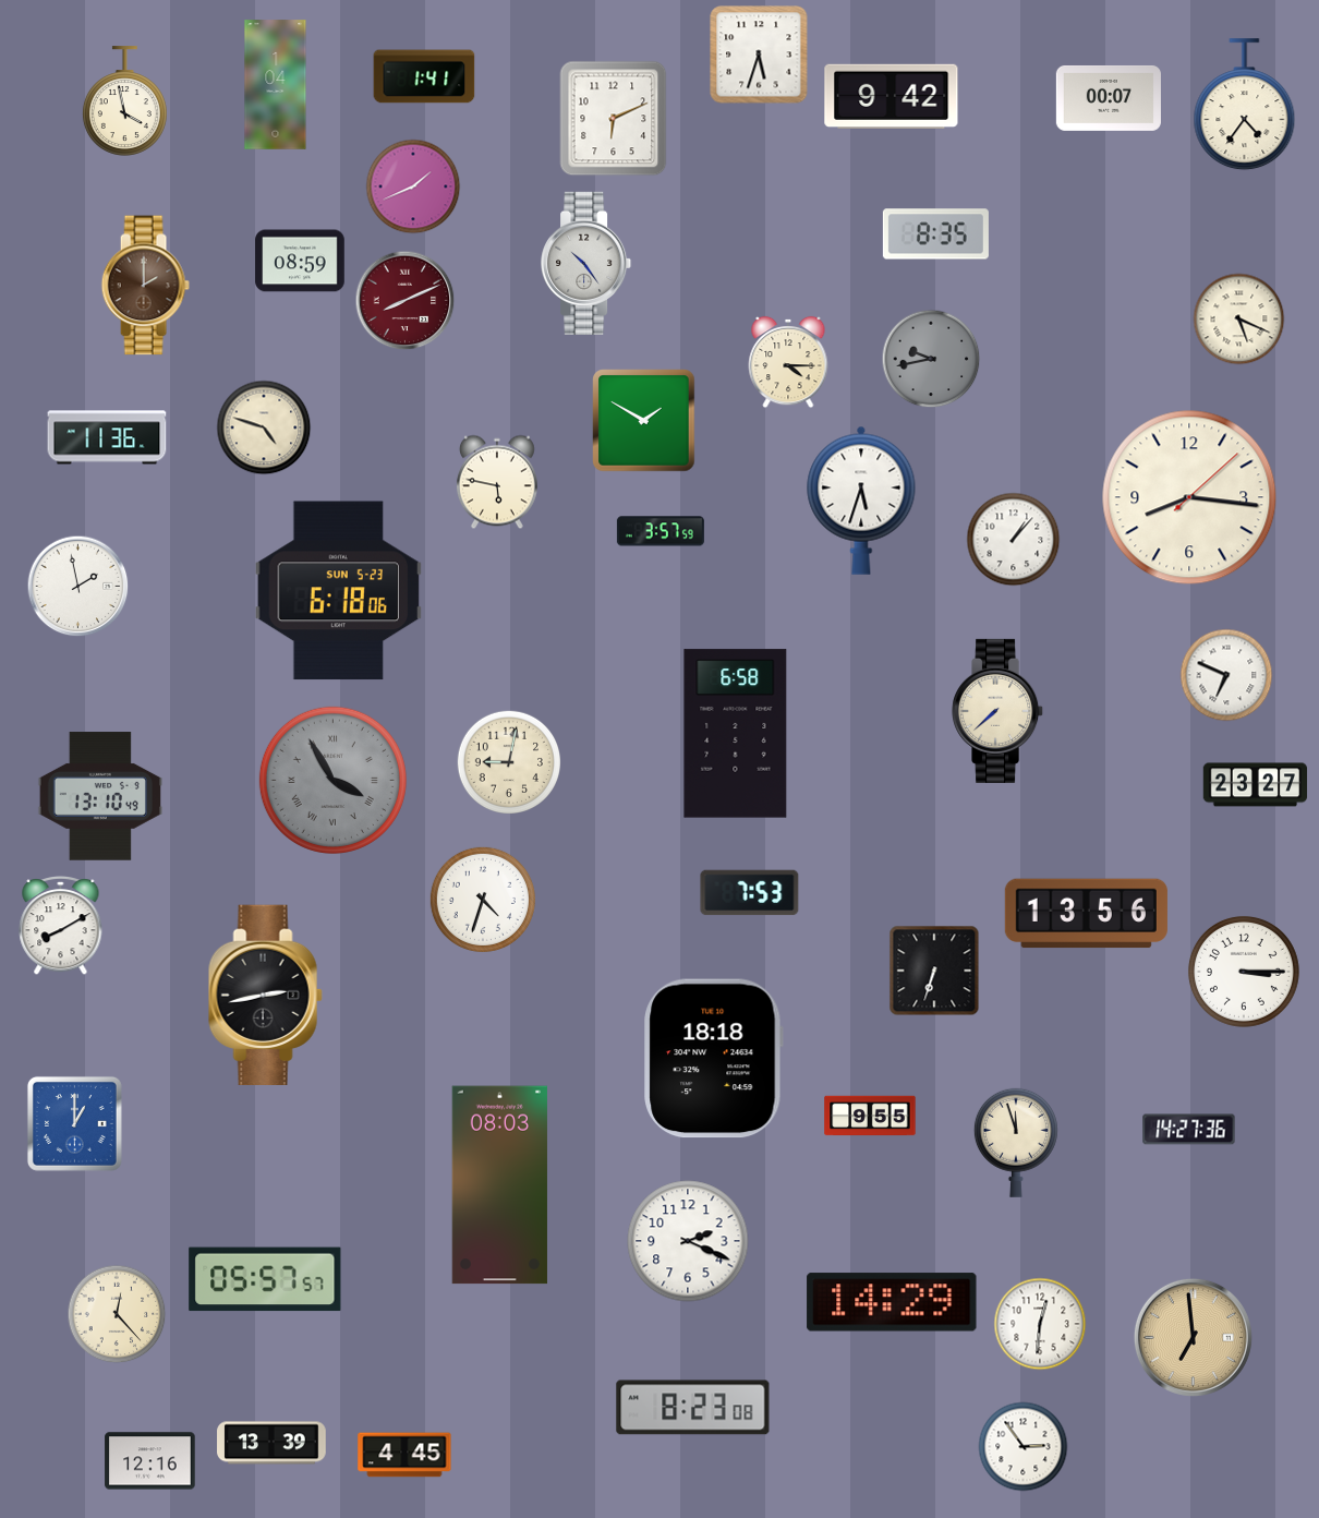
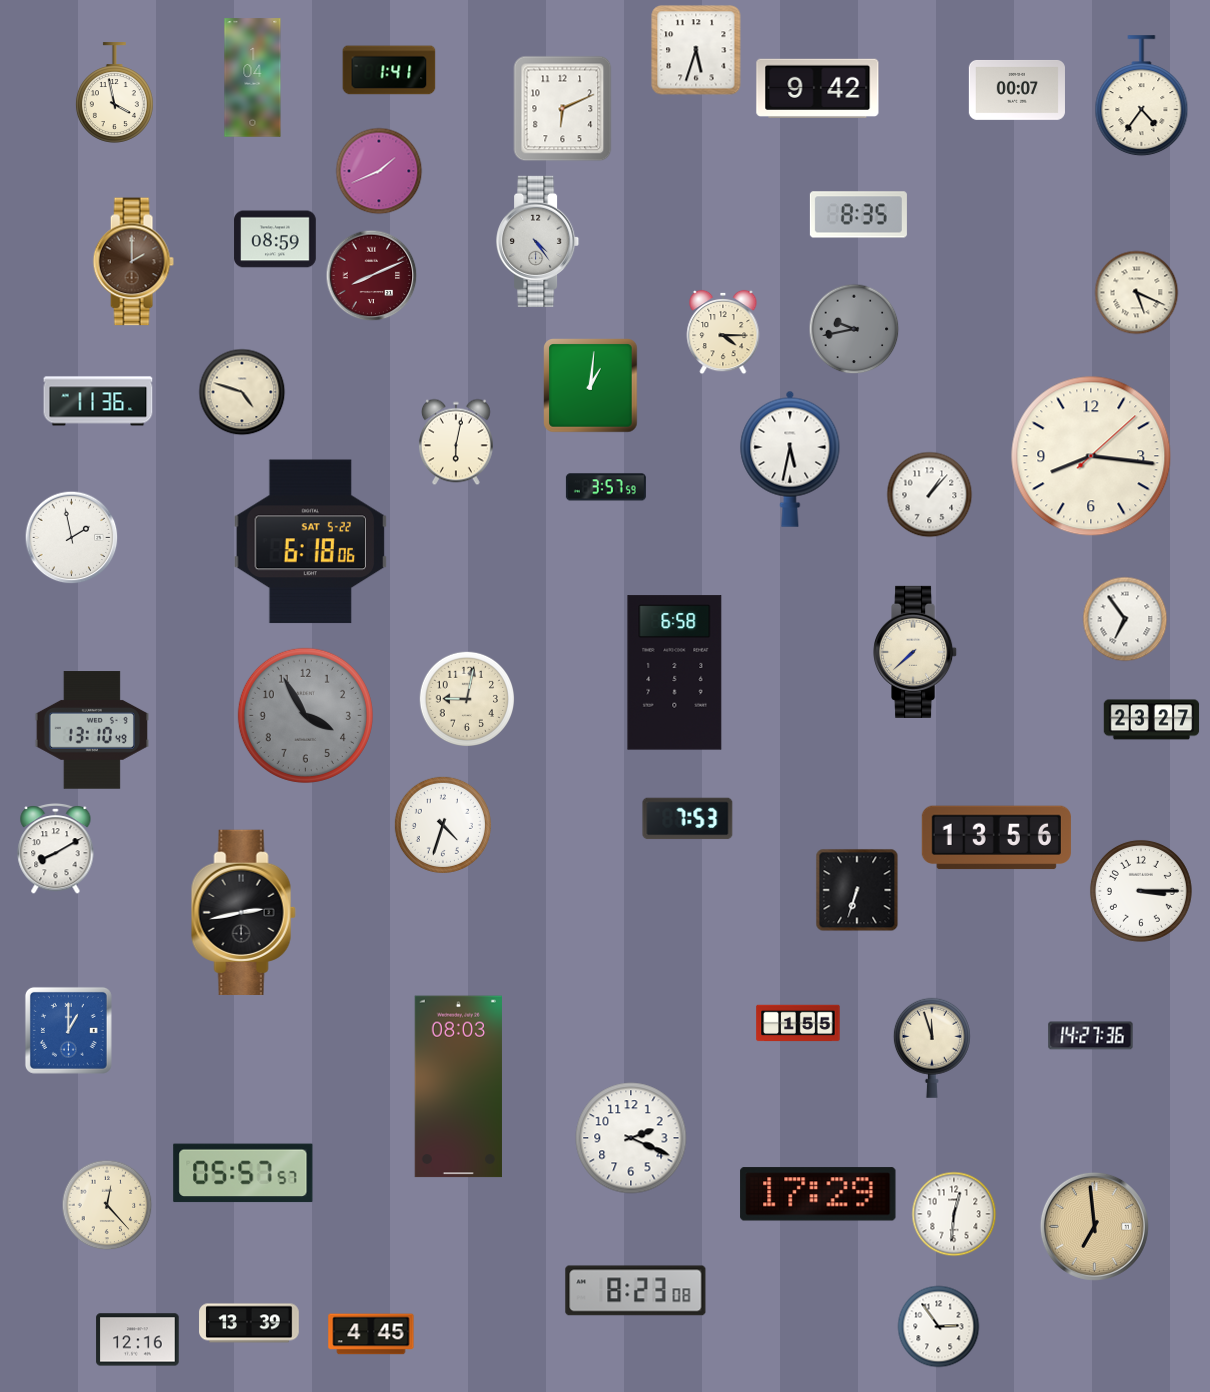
clock at (586, 263): 10:24 -> 4:24
clock at (644, 421): 1:50 -> 1:01
clock at (497, 482): 5:47 -> 6:02
clock at (861, 501): 5:33 -> 5:32
clock at (339, 591) date: SUN 5-23 -> SAT 5-22
clock at (1226, 675): 6:49 -> 6:54
clock at (332, 780) numerals: Roman -> Arabic
clock at (714, 1059): 18:18 -> none
clock at (870, 1116): 9:55 -> 1:55
clock at (892, 1302): 14:29 -> 17:29
